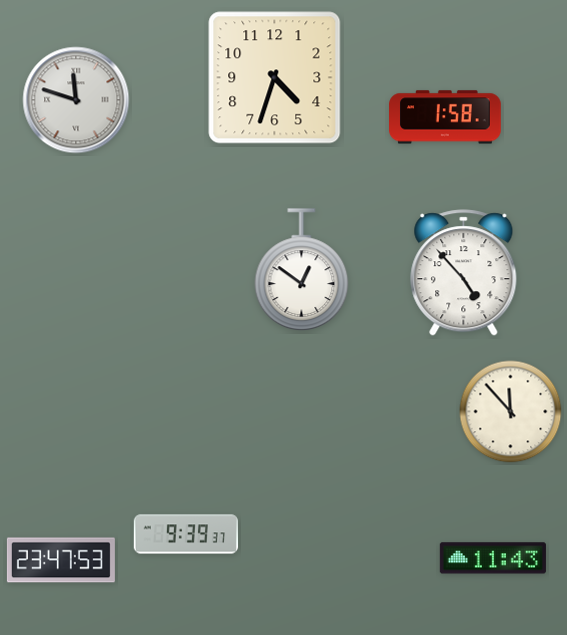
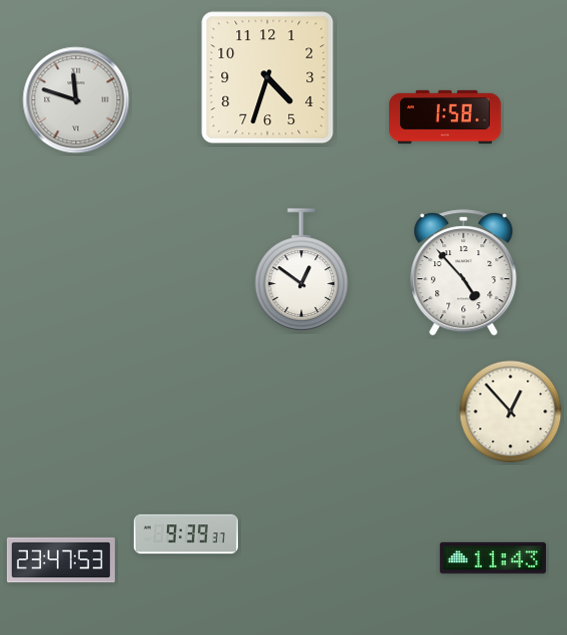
clock at (275, 78) position: (275, 78) -> (268, 78)
clock at (511, 412): 11:53 -> 12:53
